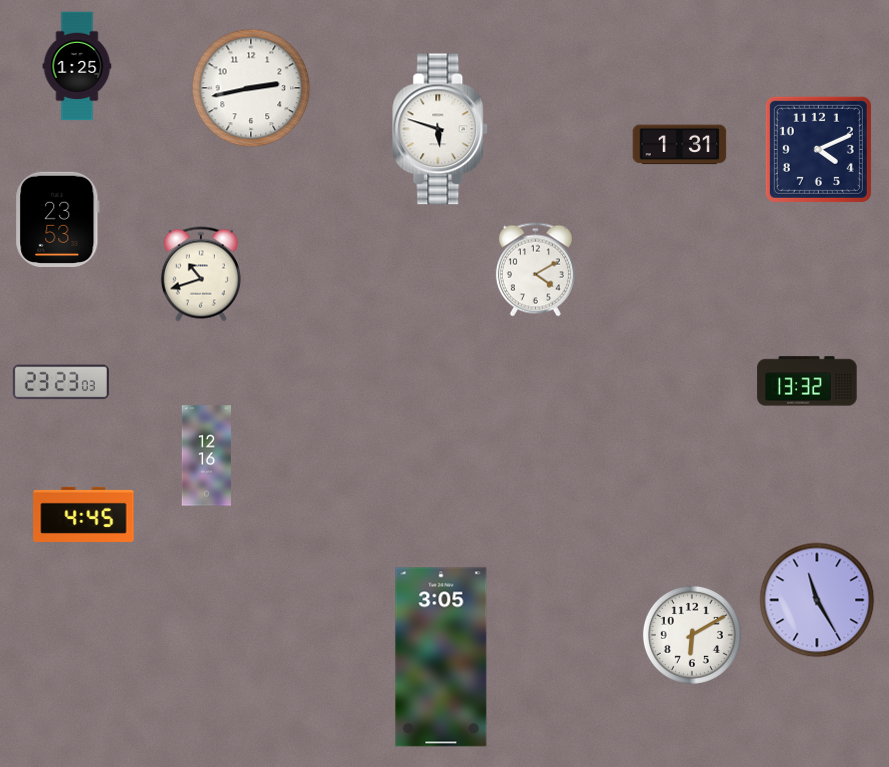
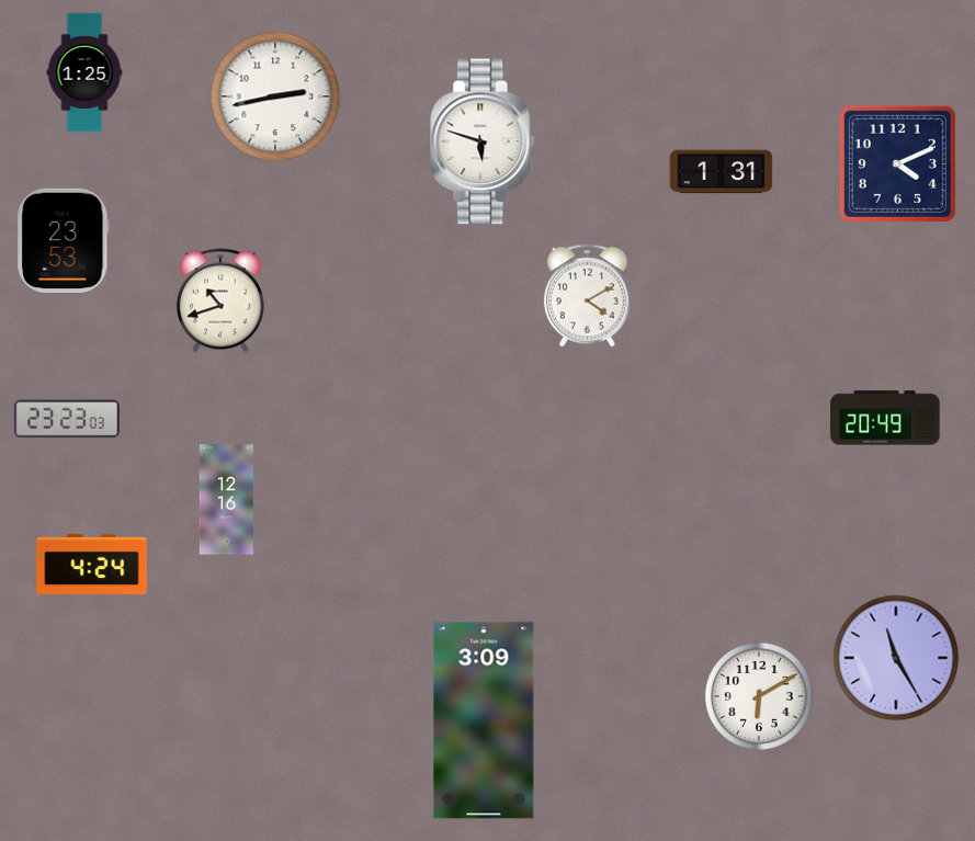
clock at (680, 145) position: (680, 145) -> (722, 172)
clock at (807, 381): 13:32 -> 20:49
clock at (84, 514): 4:45 -> 4:24
clock at (441, 657): 3:05 -> 3:09
